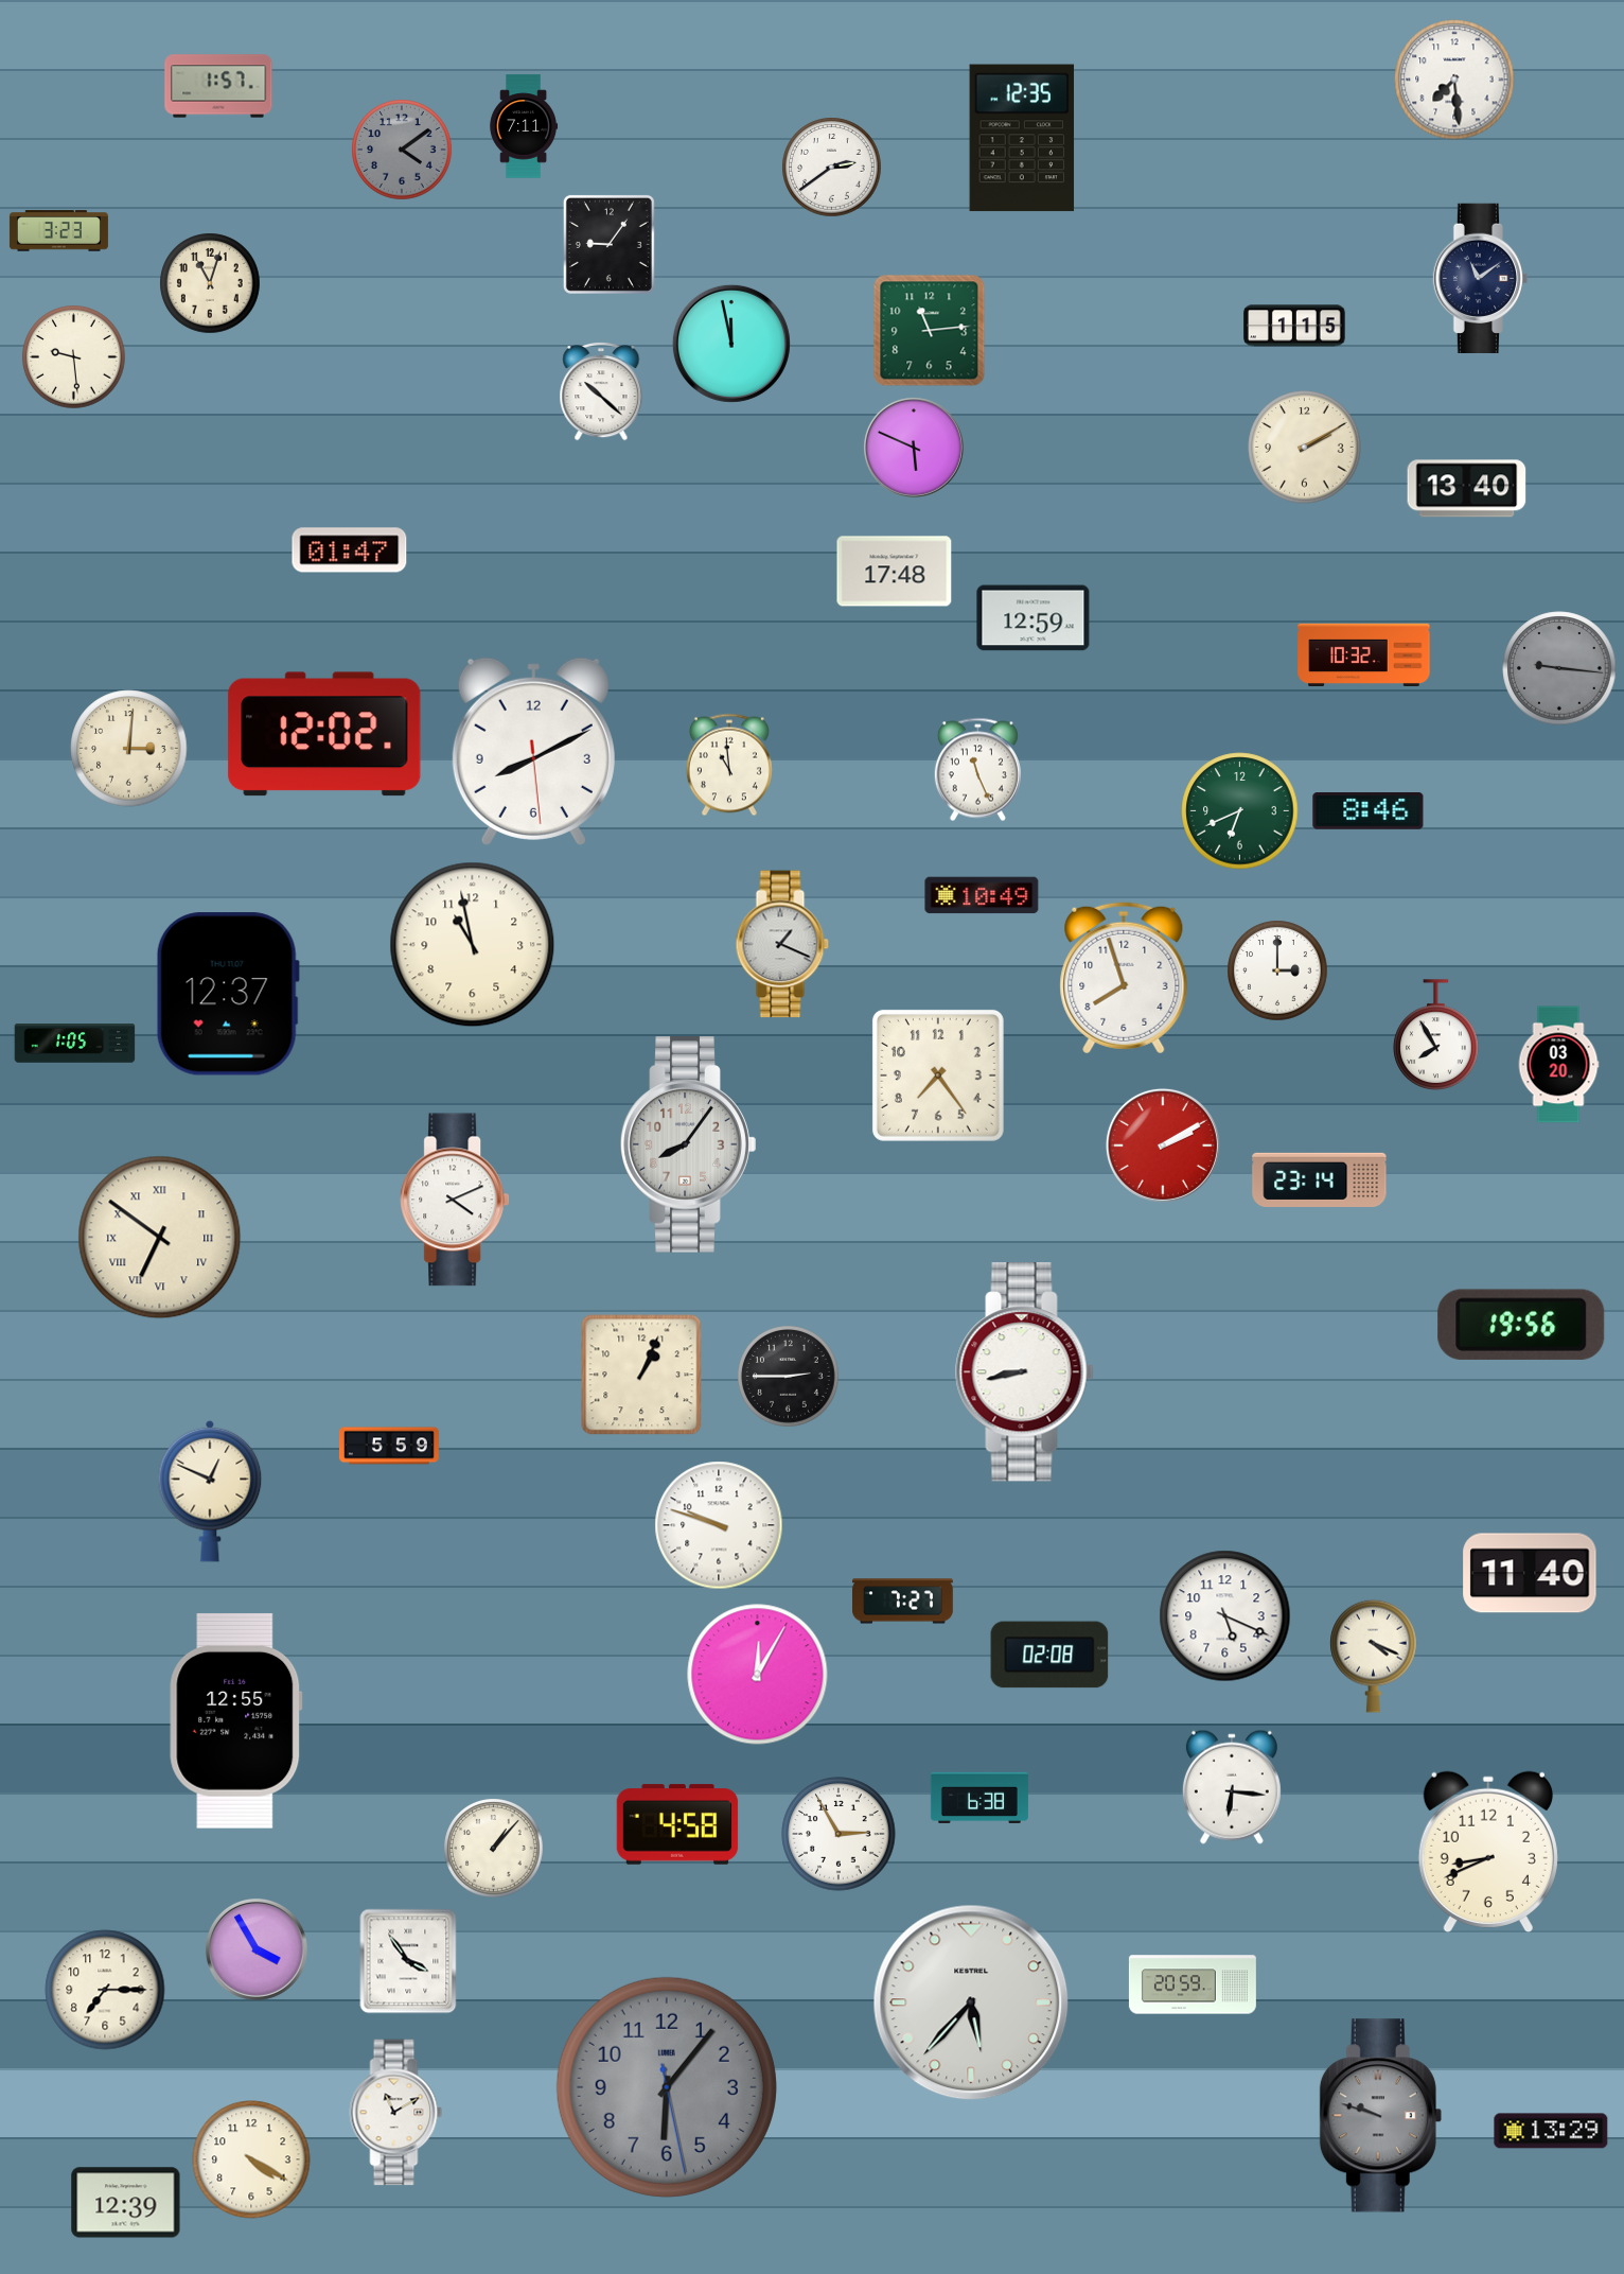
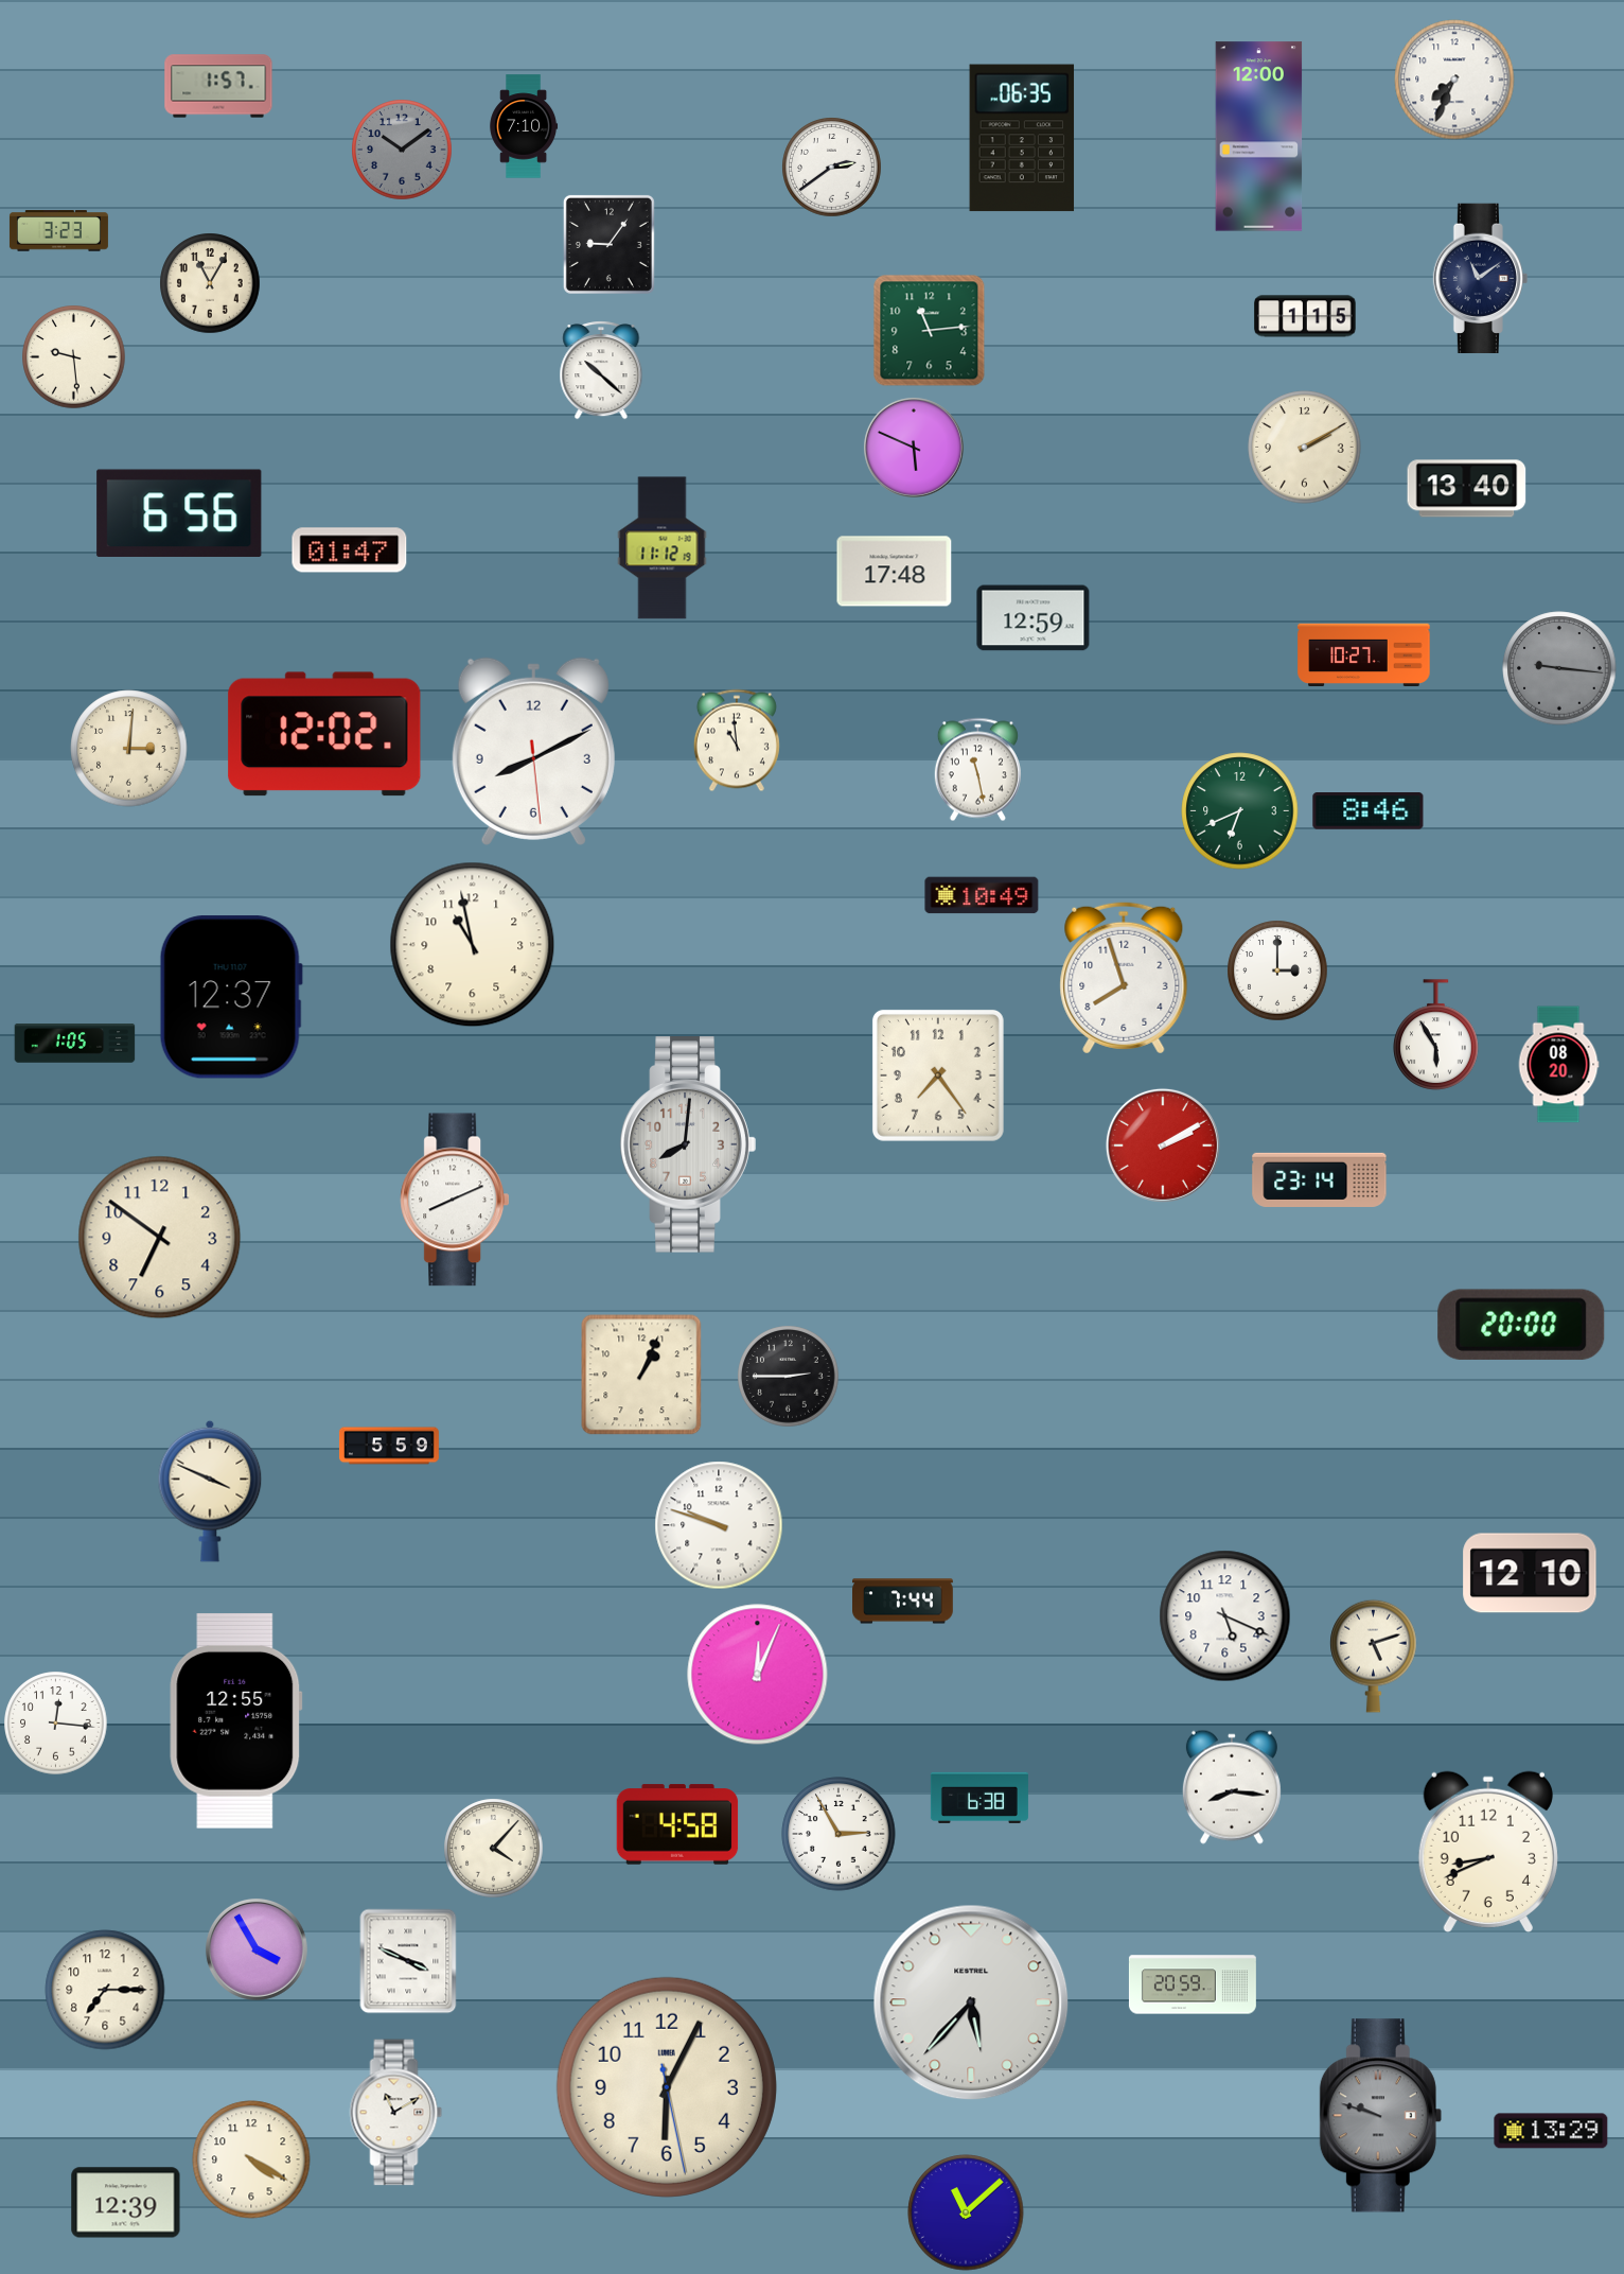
clock at (1454, 80): 7:29 -> 7:34
clock at (524, 126): 7:11 -> 7:10
clock at (1259, 137): none -> 12:00
clock at (1022, 138): 12:35 -> 06:35
clock at (402, 150): 4:09 -> 10:09
clock at (210, 283): 11:03 -> 11:05
clock at (1295, 326) position: (1295, 326) -> (1306, 316)
clock at (731, 344): 11:58 -> none
clock at (601, 391) position: (601, 391) -> (601, 370)
clock at (179, 512): none -> 6:56
clock at (663, 548): none -> 11:12
clock at (1364, 654): 10:32 -> 10:27
clock at (729, 765) position: (729, 765) -> (737, 740)
clock at (977, 770): 11:26 -> 11:28
clock at (782, 944): 1:19 -> none
clock at (228, 994) position: (228, 994) -> (231, 997)
clock at (1436, 1035): 7:55 -> 5:55
clock at (1558, 1065): 03:20 -> 08:20
clock at (688, 1144): 8:06 -> 8:01
clock at (454, 1200): 4:11 -> 8:11
clock at (160, 1238) numerals: Roman -> Arabic
clock at (1521, 1325): 19:56 -> 20:00
clock at (1025, 1372): 8:43 -> none
clock at (210, 1491): 12:49 -> 3:49
clock at (1530, 1573): 11:40 -> 12:10
clock at (903, 1602): 7:27 -> 7:44
clock at (1049, 1655): 02:08 -> none
clock at (1374, 1656): 4:19 -> 5:12
clock at (758, 1675): 12:05 -> 12:04
clock at (56, 1724): none -> 12:16
clock at (1232, 1787): 6:16 -> 8:16
clock at (494, 1849): 1:07 -> 4:07
clock at (408, 1961): 3:54 -> 3:49
clock at (667, 2087): 6:06 -> 6:04
clock at (667, 2087) dial: grey -> cream
clock at (966, 2212): none -> 11:08
